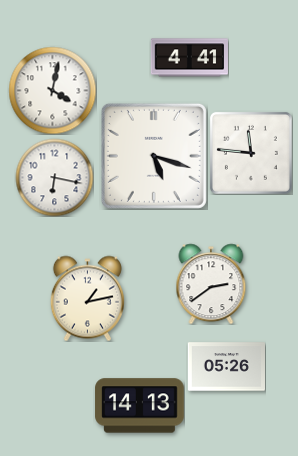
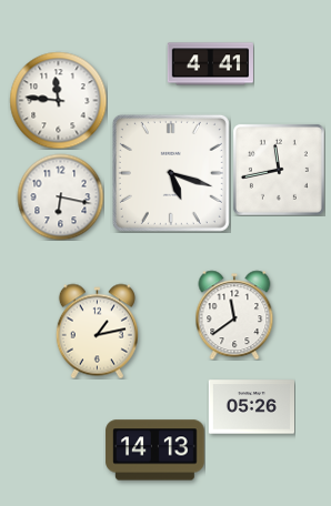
clock at (52, 90): 4:02 -> 11:46
clock at (251, 153): 11:46 -> 11:43
clock at (211, 284): 2:39 -> 11:39
